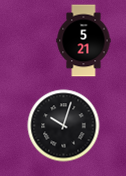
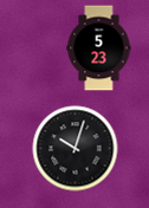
clock at (84, 41): 5:21 -> 5:23
